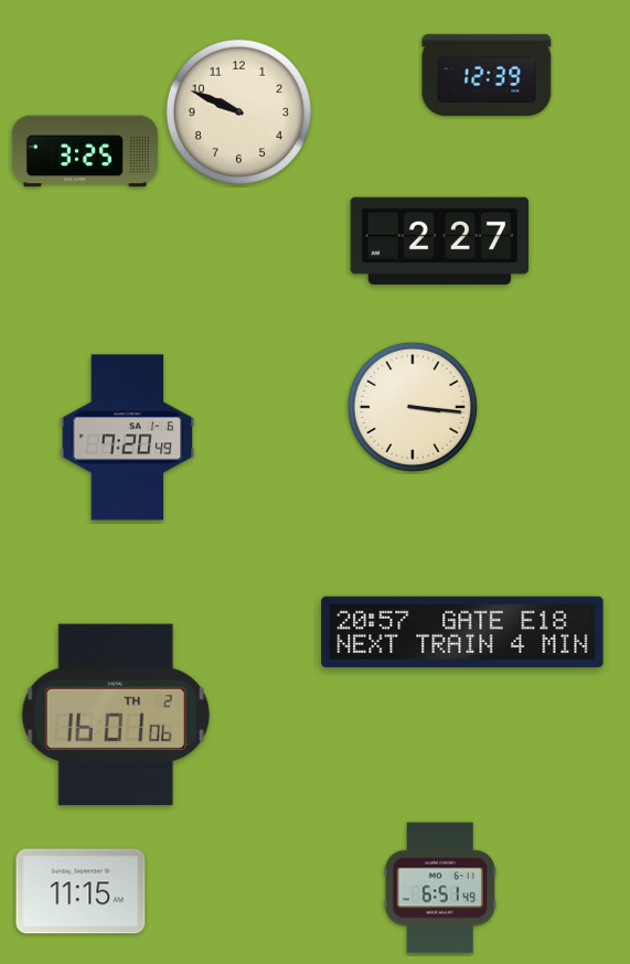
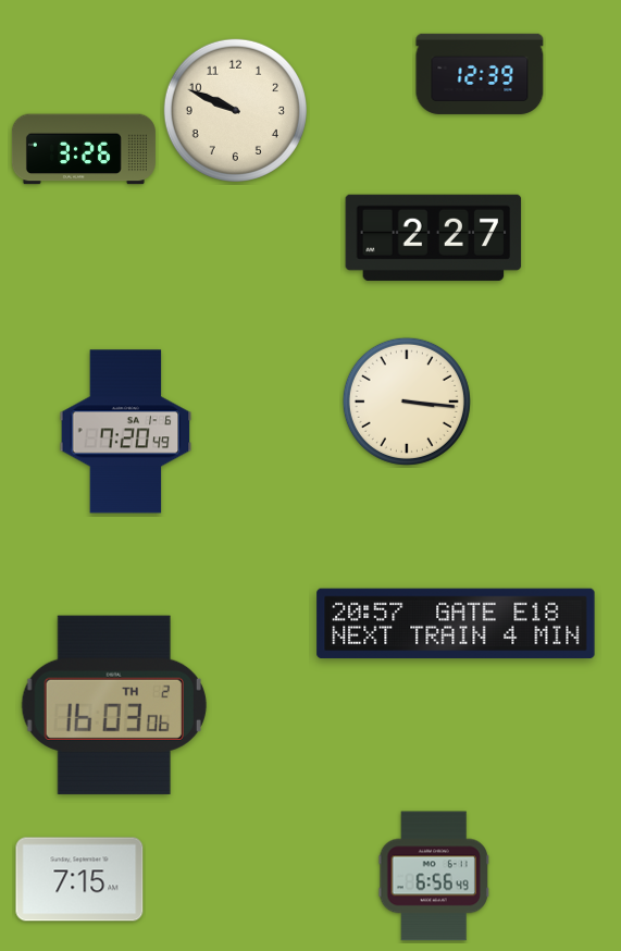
clock at (85, 151): 3:25 -> 3:26
clock at (116, 715): 16:01 -> 16:03
clock at (440, 888): 6:51 -> 6:56
clock at (81, 891): 11:15 -> 7:15
